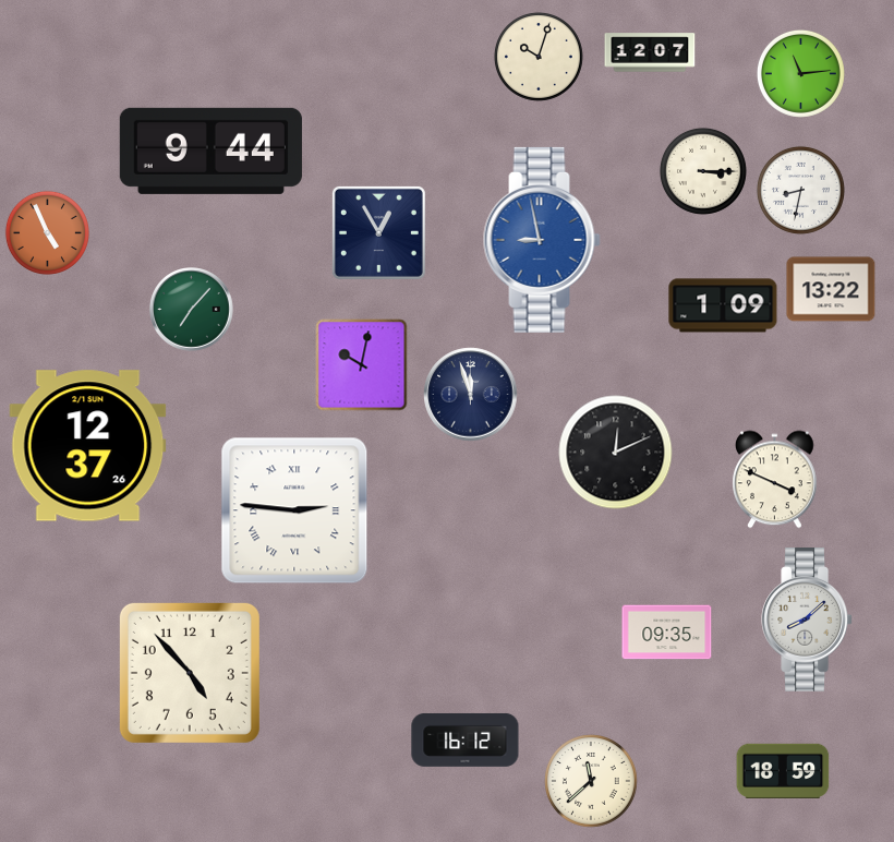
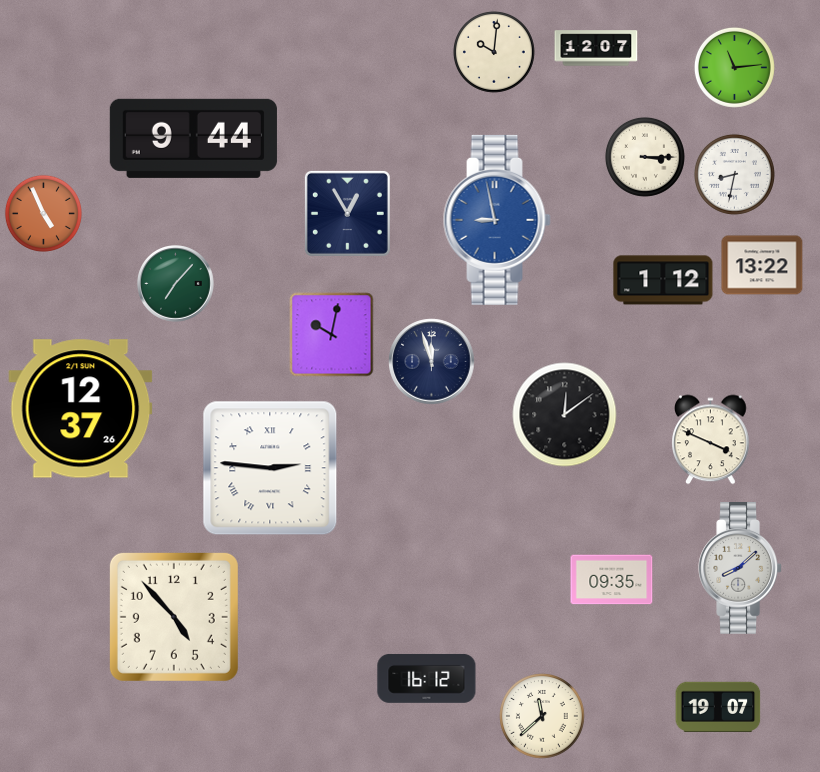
clock at (539, 57): 10:03 -> 10:01
clock at (723, 305): 1:09 -> 1:12
clock at (616, 453): 12:11 -> 12:09
clock at (783, 770): 18:59 -> 19:07
